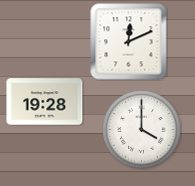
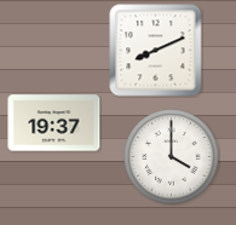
clock at (129, 42): 12:11 -> 8:11
clock at (45, 102): 19:28 -> 19:37
